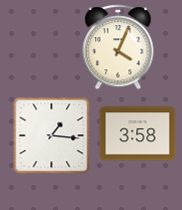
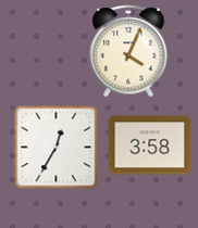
clock at (51, 135): 1:16 -> 12:35
